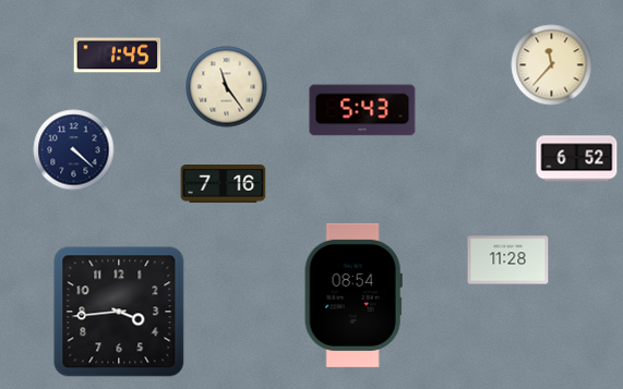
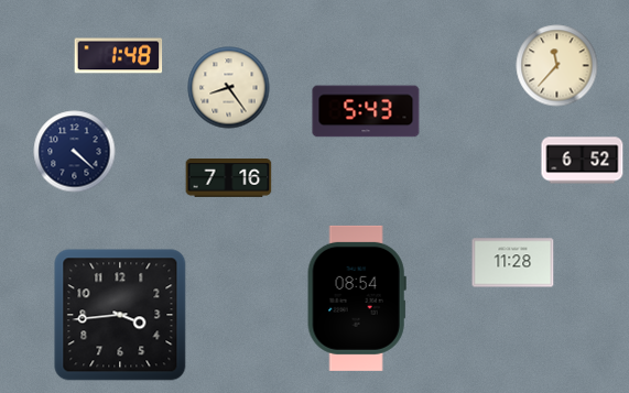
clock at (118, 56): 1:45 -> 1:48
clock at (227, 87): 11:24 -> 8:24
clock at (224, 184) position: (224, 184) -> (229, 178)
